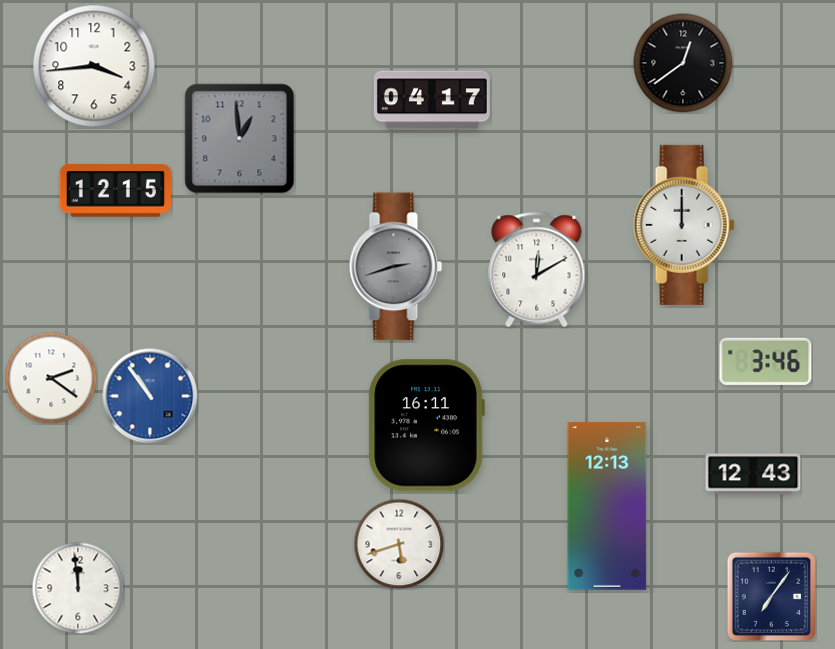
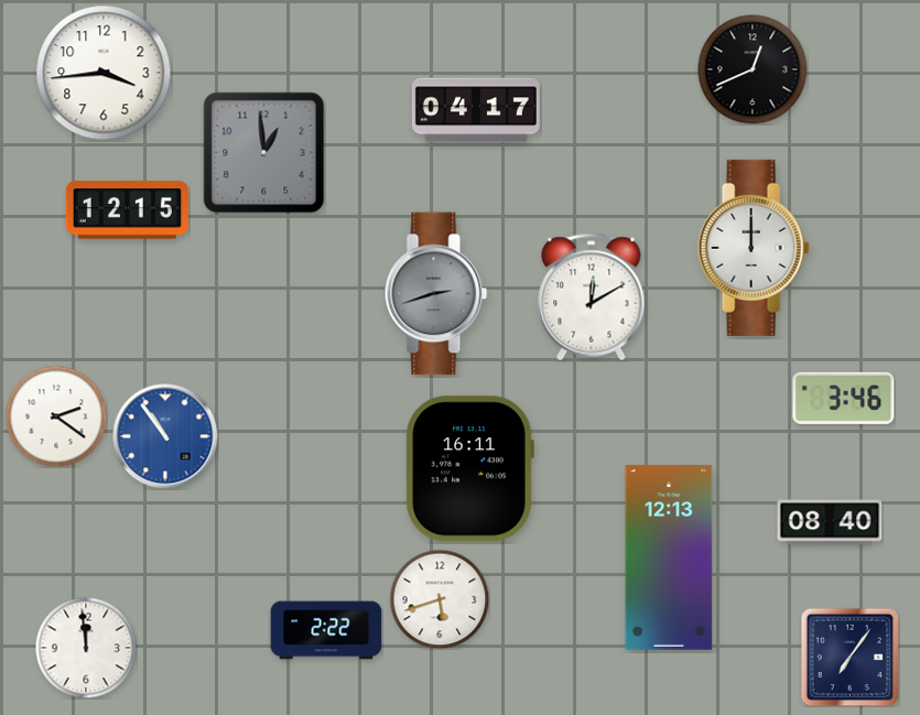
clock at (683, 63): 12:39 -> 12:41
clock at (753, 474): 12:43 -> 08:40
clock at (326, 630): none -> 2:22
